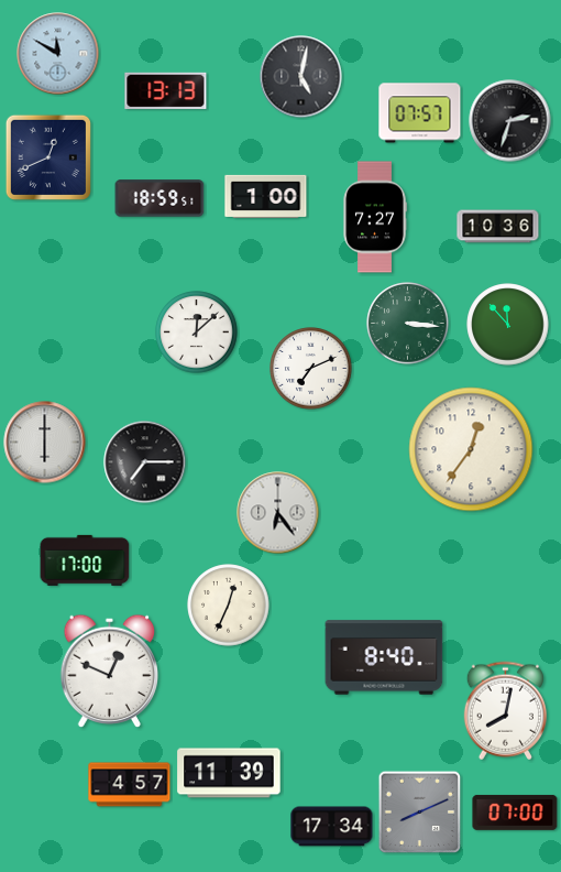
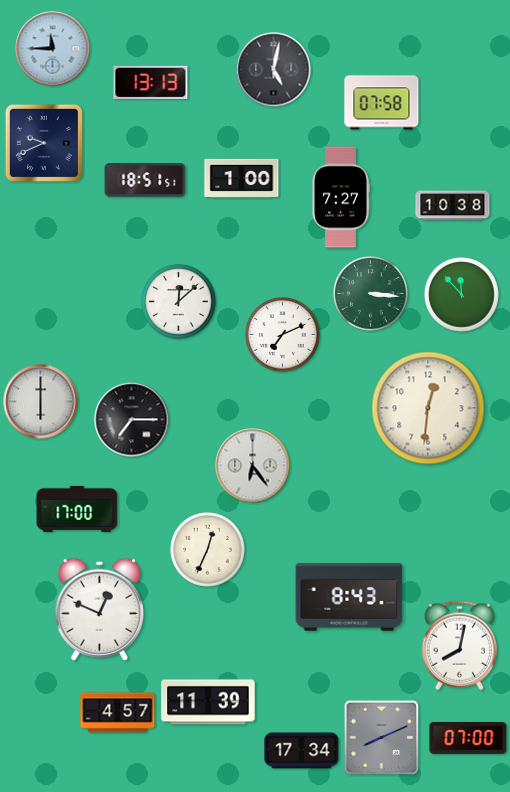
clock at (58, 54): 11:50 -> 11:45
clock at (420, 113): 07:57 -> 07:58
clock at (510, 121): 2:33 -> none
clock at (48, 157): 12:41 -> 9:41
clock at (159, 198): 18:59 -> 18:51
clock at (498, 227): 10:36 -> 10:38
clock at (471, 449): 12:36 -> 12:31
clock at (384, 657): 8:40 -> 8:43
